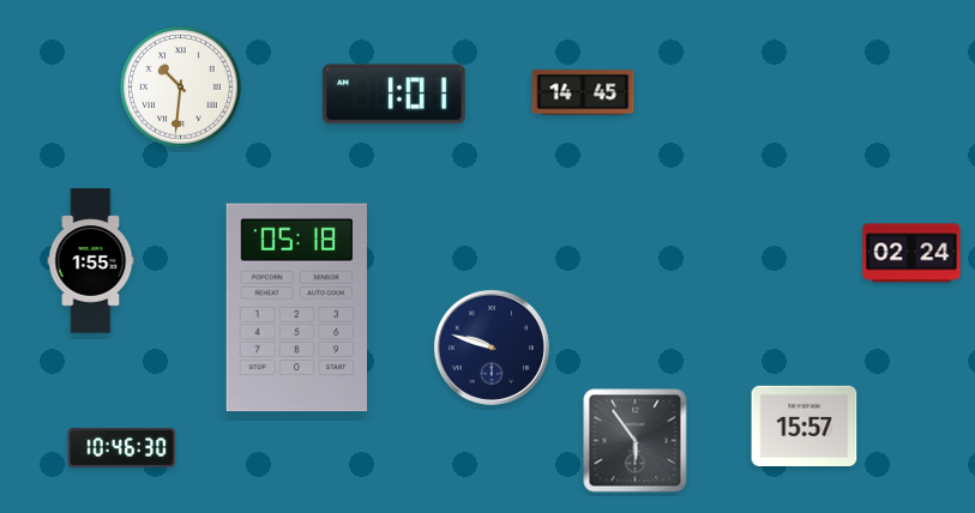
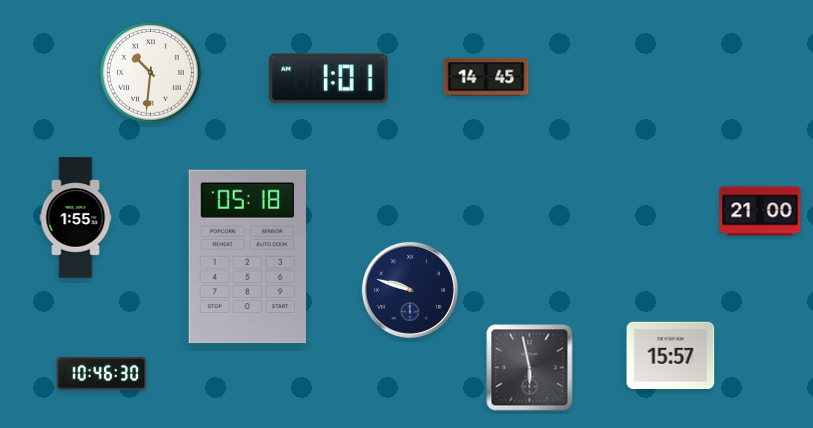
clock at (911, 253): 02:24 -> 21:00
clock at (636, 441): 5:54 -> 5:58
